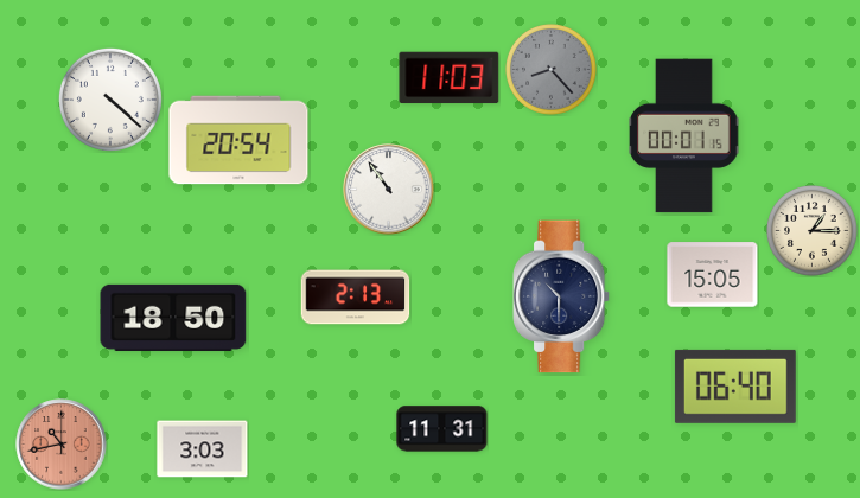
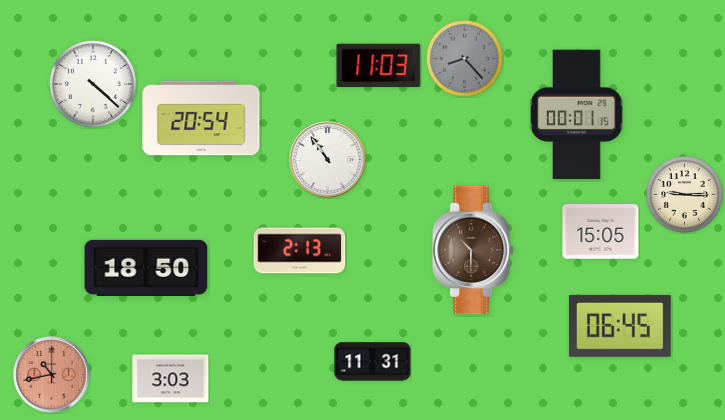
clock at (813, 231): 1:15 -> 9:15
clock at (561, 296) dial: navy -> brown
clock at (735, 387): 06:40 -> 06:45
